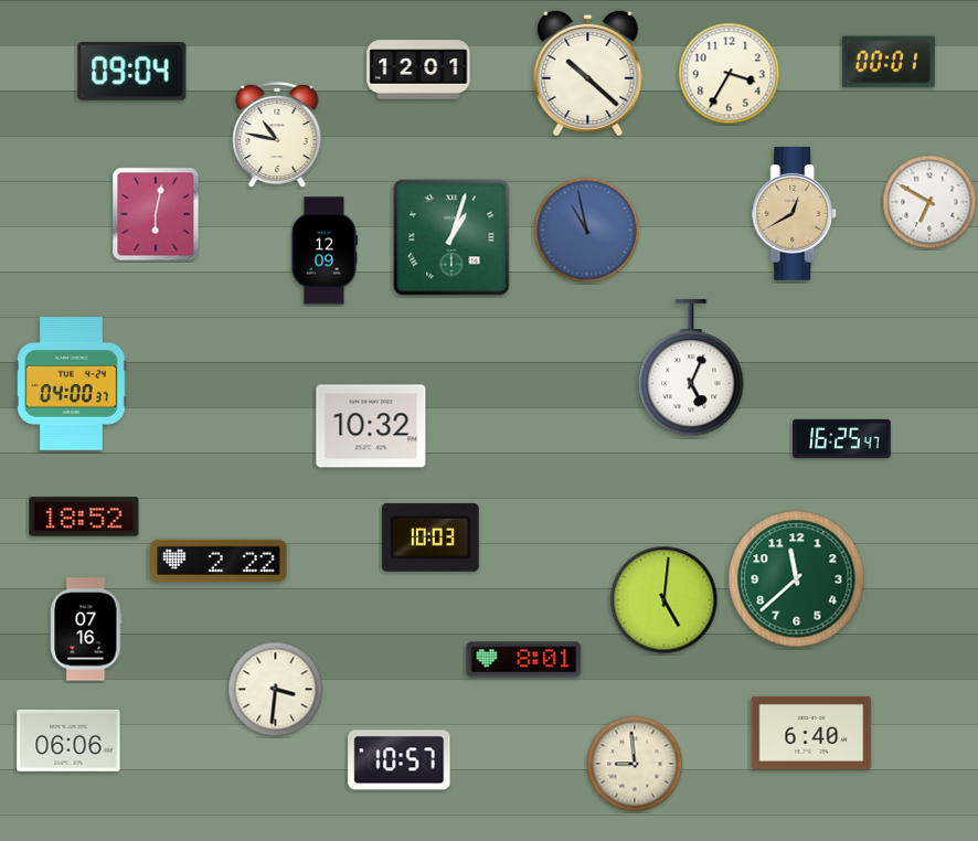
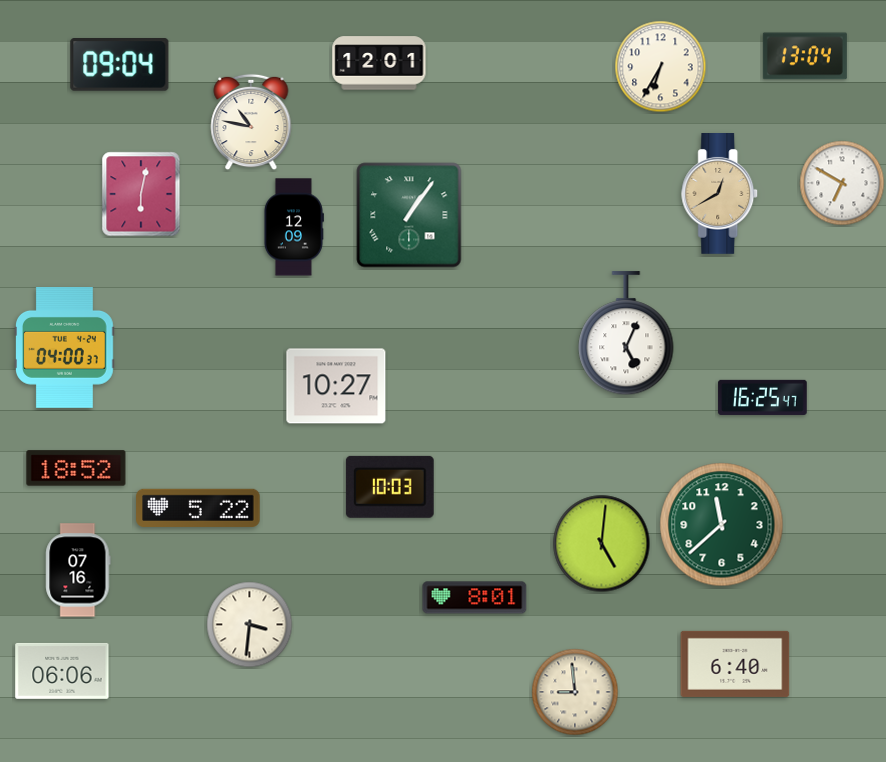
clock at (889, 62): 00:01 -> 13:04
clock at (588, 73): 10:22 -> none
clock at (730, 74): 3:35 -> 6:35
clock at (587, 231): 10:58 -> none
clock at (451, 237): 1:03 -> 1:06
clock at (371, 426): 10:32 -> 10:27
clock at (219, 561): 2:22 -> 5:22
clock at (400, 760): 10:57 -> none
